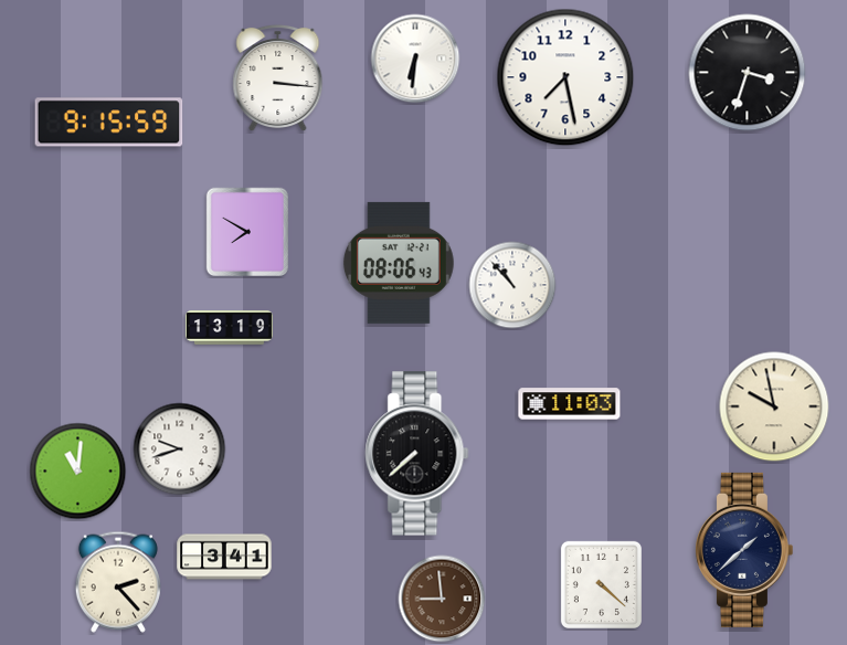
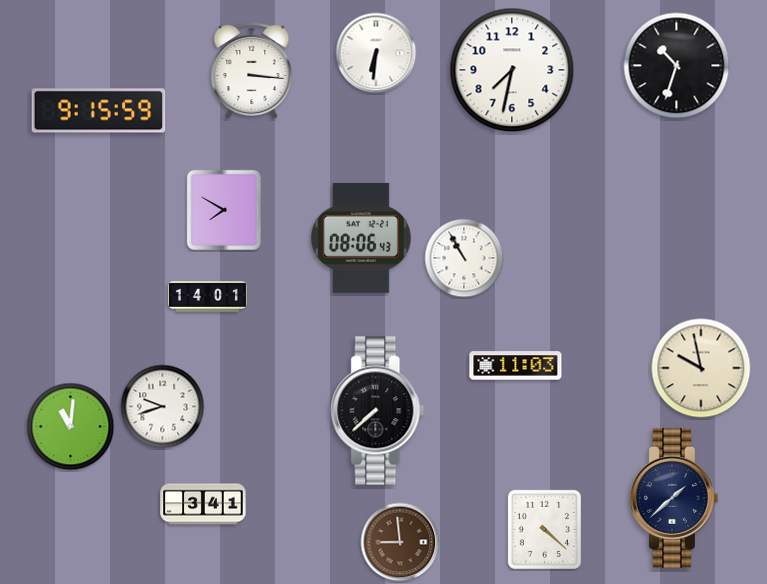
clock at (748, 73): 3:33 -> 10:33
clock at (565, 77): 7:28 -> 7:32
clock at (512, 285): 10:53 -> 10:55
clock at (229, 328): 13:19 -> 14:01
clock at (118, 582): 2:23 -> none
